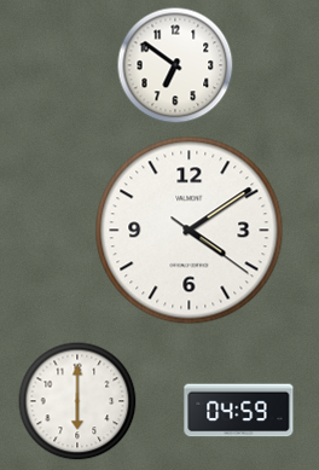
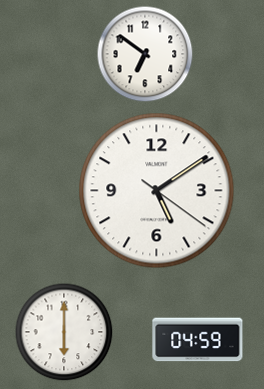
clock at (190, 231): 4:09 -> 5:09
